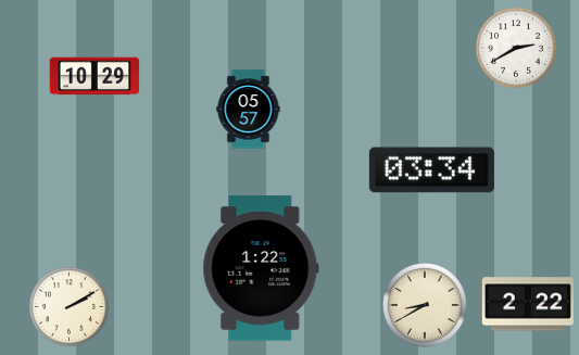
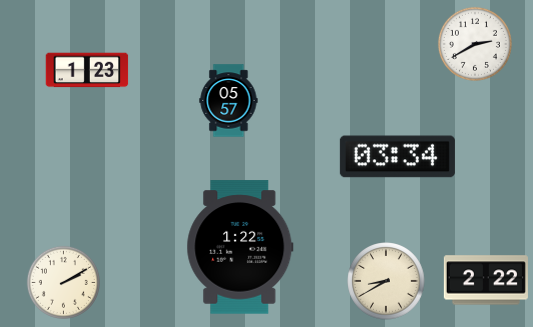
clock at (95, 76): 10:29 -> 1:23
clock at (425, 305) position: (425, 305) -> (386, 281)
